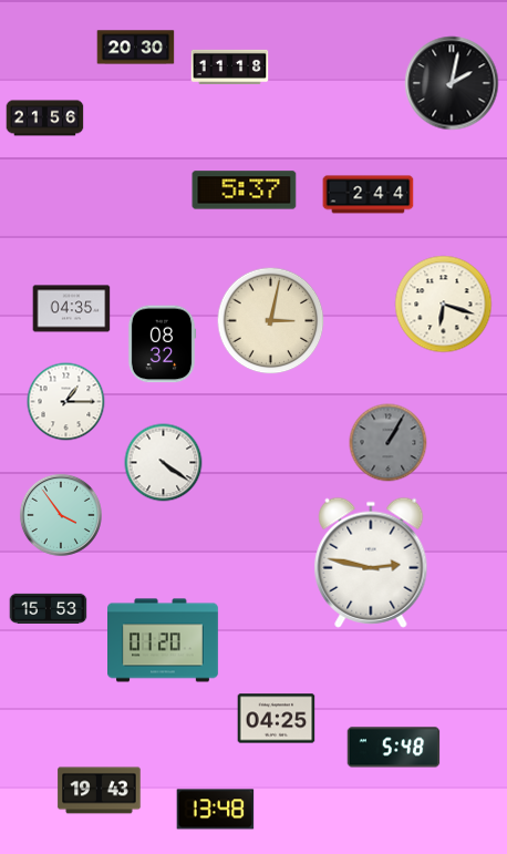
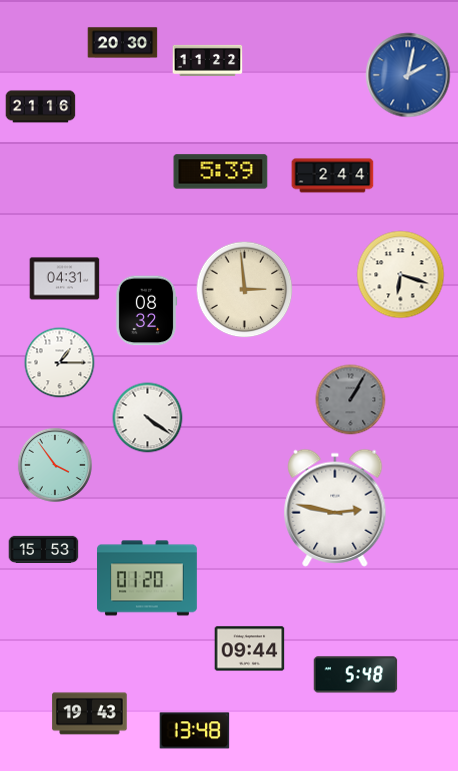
clock at (230, 66): 11:18 -> 11:22
clock at (452, 83) dial: black -> blue
clock at (45, 119): 21:56 -> 21:16
clock at (245, 191): 5:37 -> 5:39
clock at (72, 309): 04:35 -> 04:31
clock at (271, 321): 3:02 -> 2:59
clock at (277, 719): 04:25 -> 09:44
